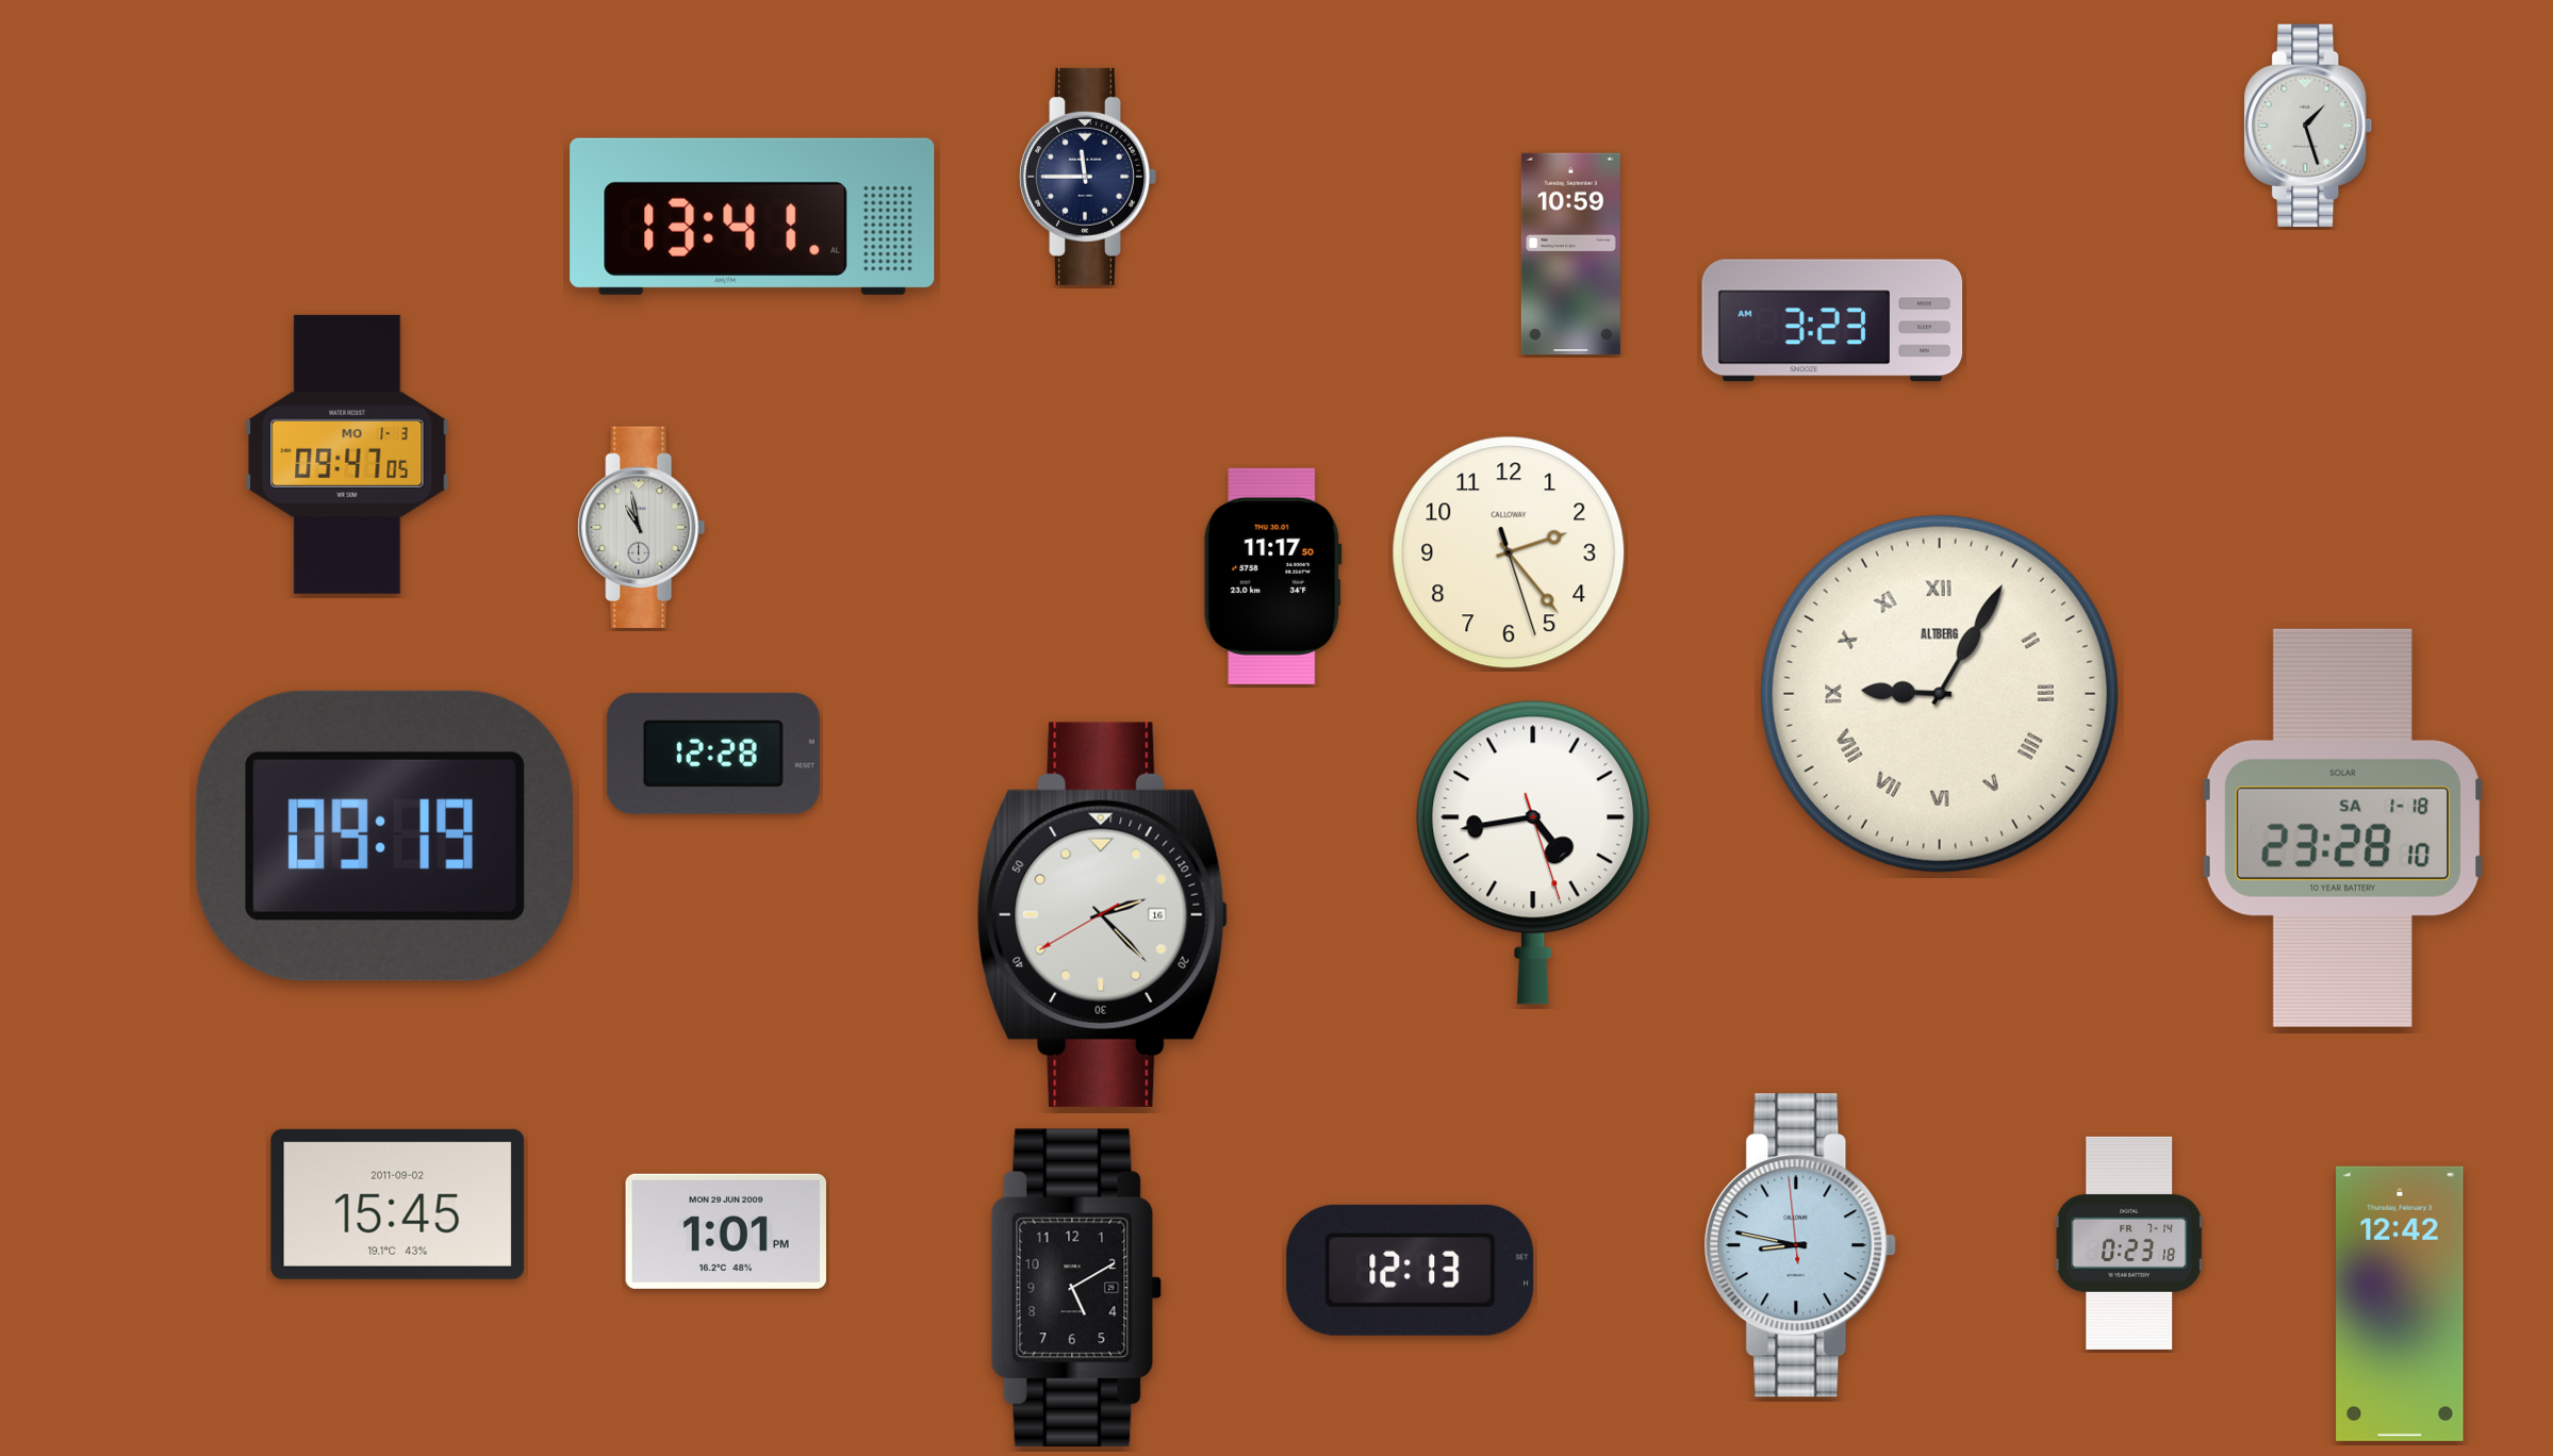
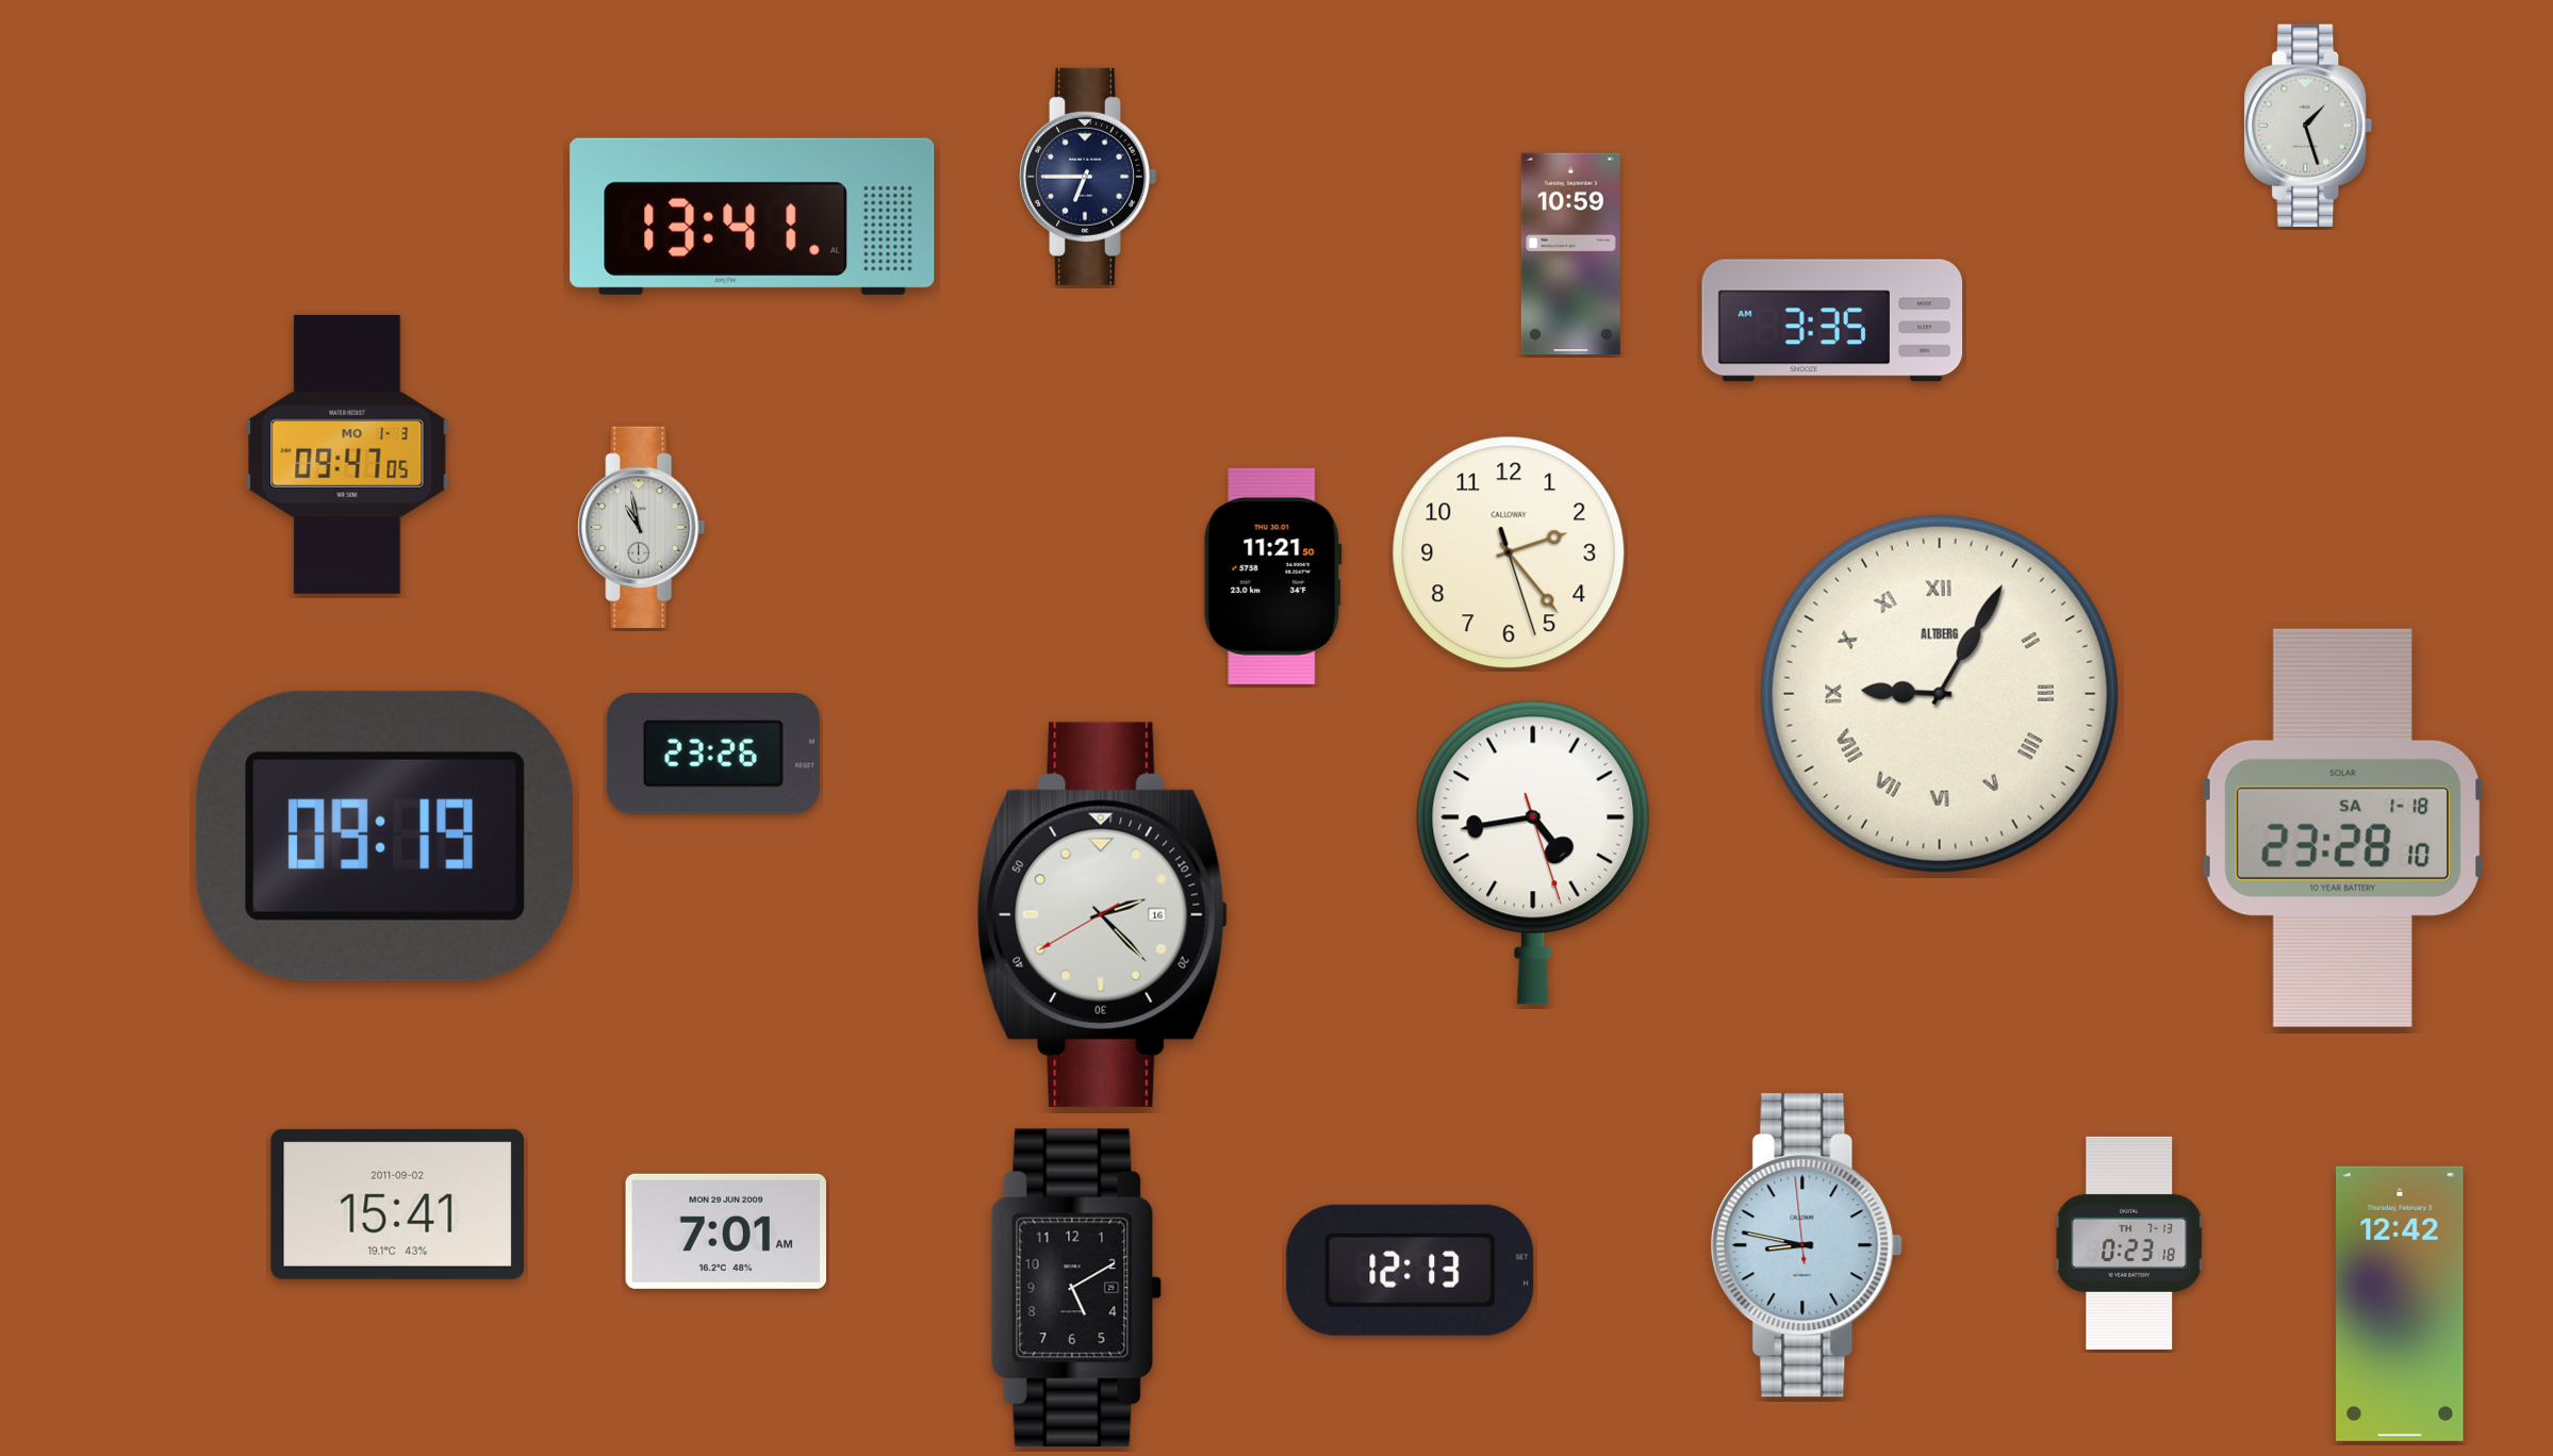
clock at (1088, 177): 11:45 -> 6:45
clock at (1832, 320): 3:23 -> 3:35
clock at (1273, 576): 11:17 -> 11:21
clock at (713, 754): 12:28 -> 23:26
clock at (398, 1204): 15:45 -> 15:41
clock at (725, 1231): 1:01 -> 7:01
clock at (2130, 1243) date: FR 7-14 -> TH 7-13
clock at (1800, 1245) position: (1800, 1245) -> (1807, 1245)
